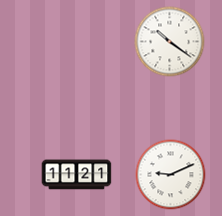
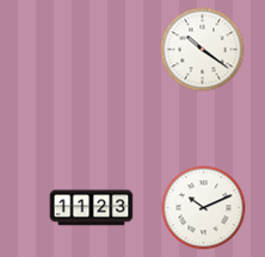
clock at (77, 175): 11:21 -> 11:23
clock at (171, 175): 9:11 -> 10:11
